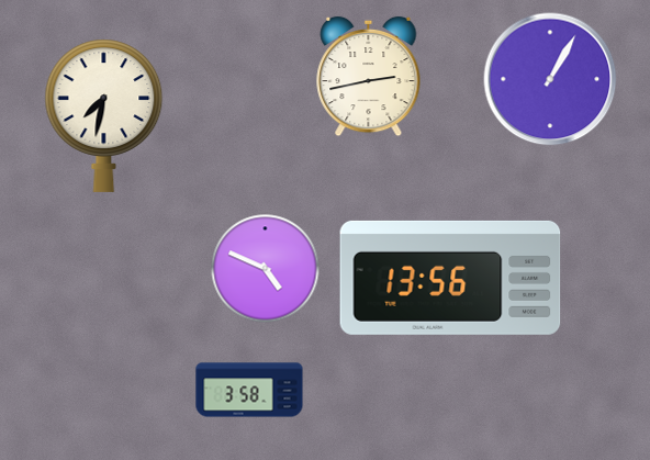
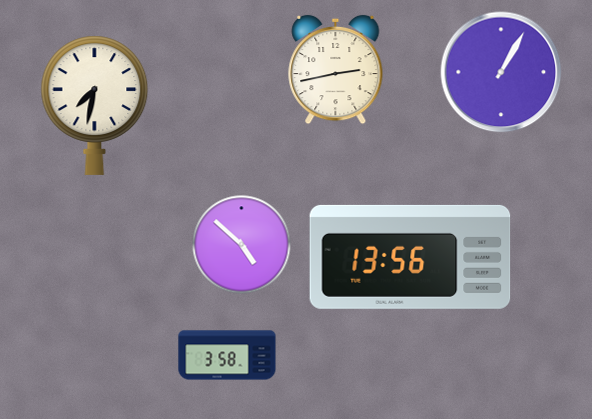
clock at (266, 269): 4:49 -> 4:52
clock at (450, 278) position: (450, 278) -> (410, 257)
